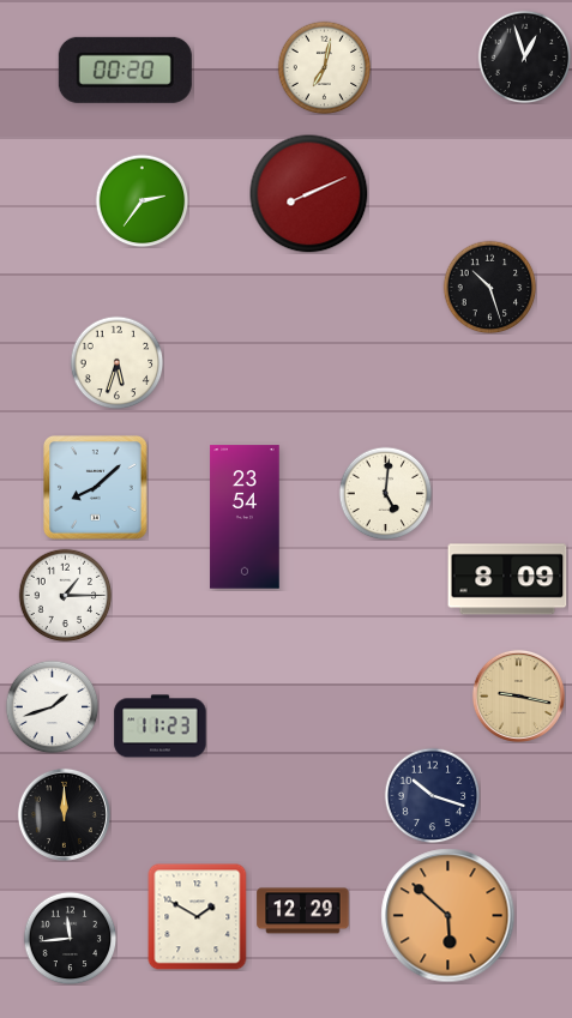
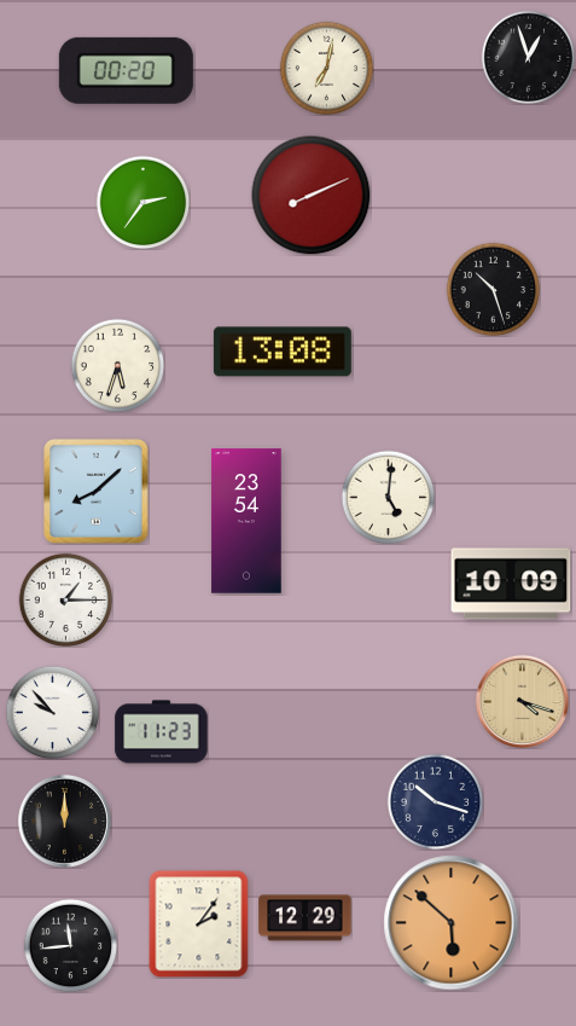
clock at (283, 352): none -> 13:08
clock at (507, 579): 8:09 -> 10:09
clock at (518, 695): 9:17 -> 4:18
clock at (52, 706): 1:42 -> 9:53
clock at (198, 916): 1:50 -> 2:06
